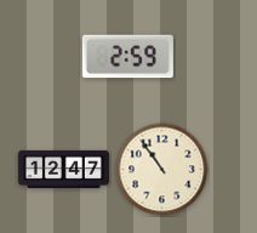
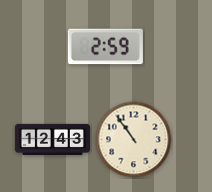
clock at (63, 169): 12:47 -> 12:43
